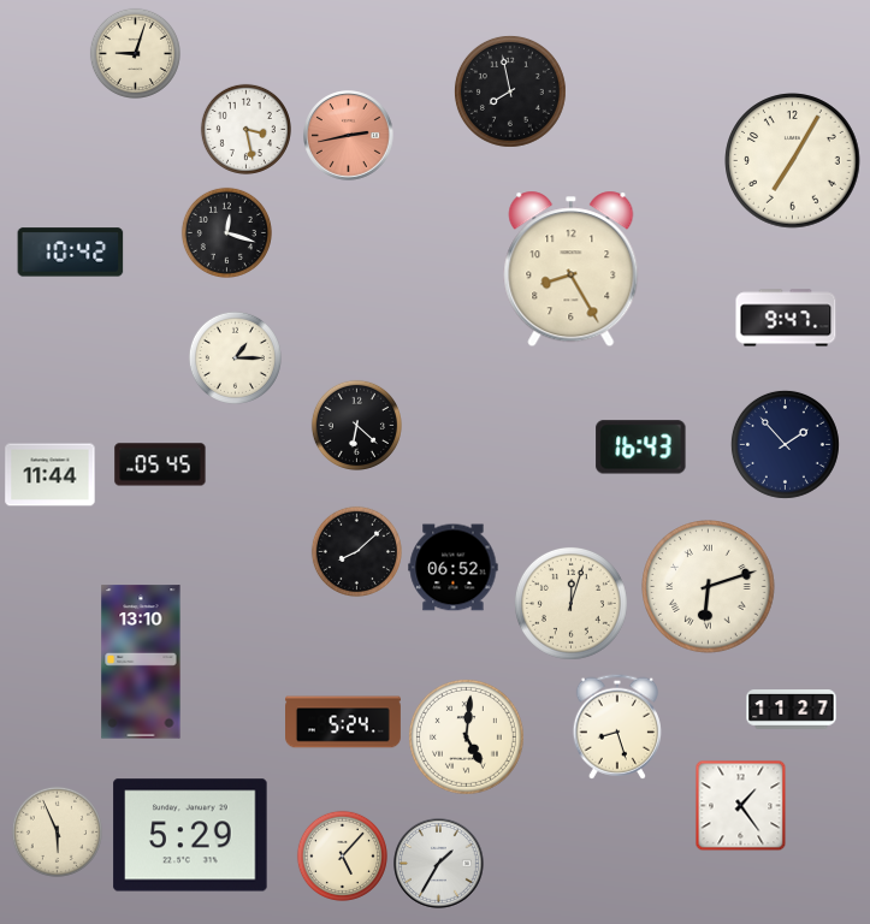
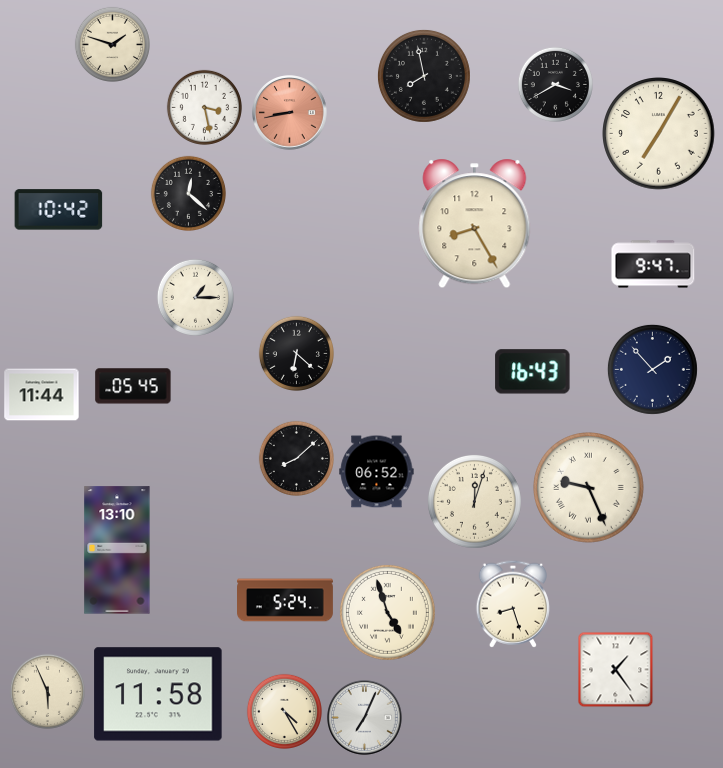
clock at (135, 53): 9:03 -> 1:48
clock at (555, 84): none -> 3:40
clock at (349, 136): 2:43 -> 8:43
clock at (226, 232): 12:18 -> 12:22
clock at (709, 587): 6:12 -> 9:26
clock at (792, 710): 11:27 -> none
clock at (466, 736): 5:01 -> 4:57
clock at (190, 835): 5:29 -> 11:58
clock at (342, 855): 5:07 -> 4:25
clock at (439, 864): 1:35 -> 7:04
